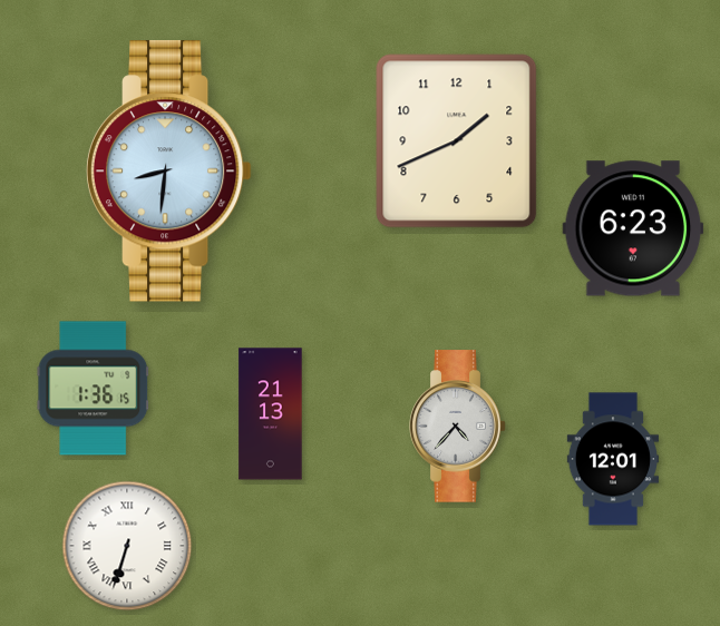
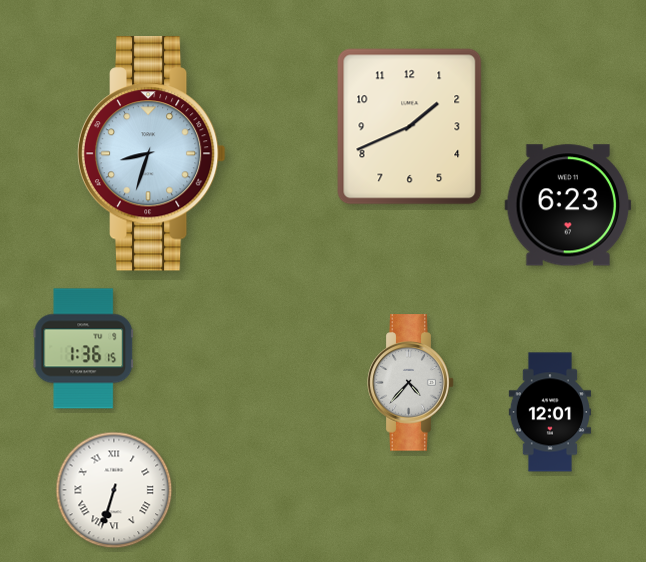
clock at (168, 172): 8:31 -> 8:33
clock at (271, 414): 21:13 -> none
